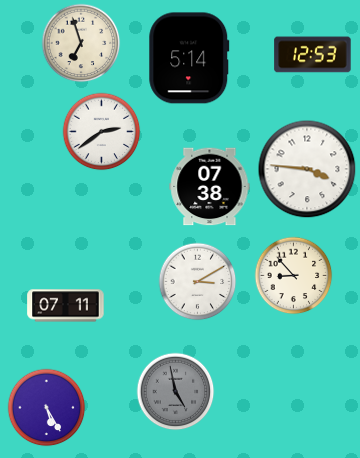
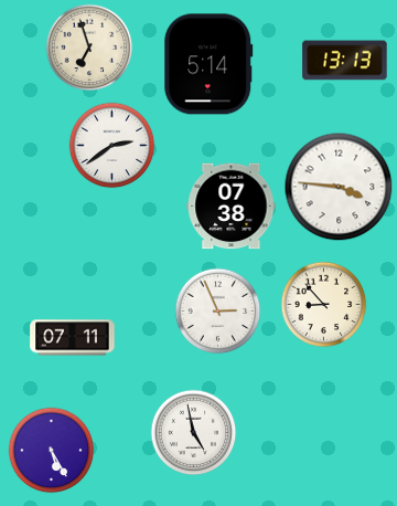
clock at (313, 55): 12:53 -> 13:13
clock at (197, 281): 3:10 -> 2:56
clock at (175, 391) dial: grey -> white
